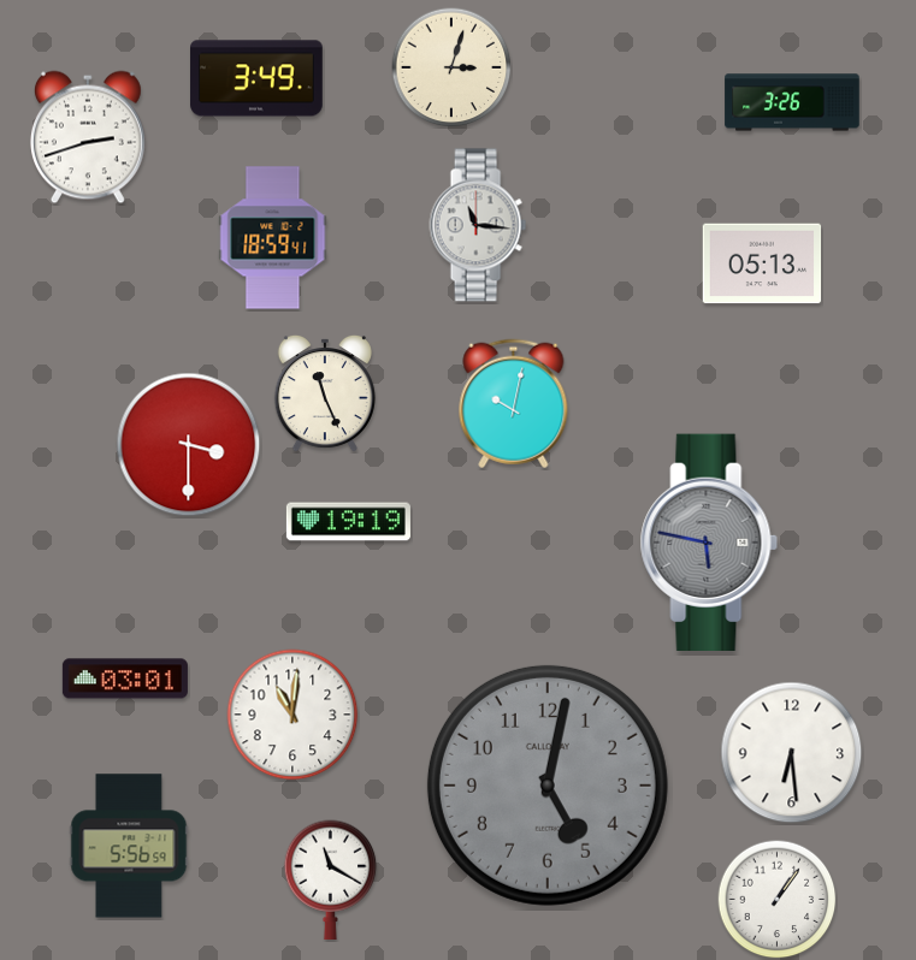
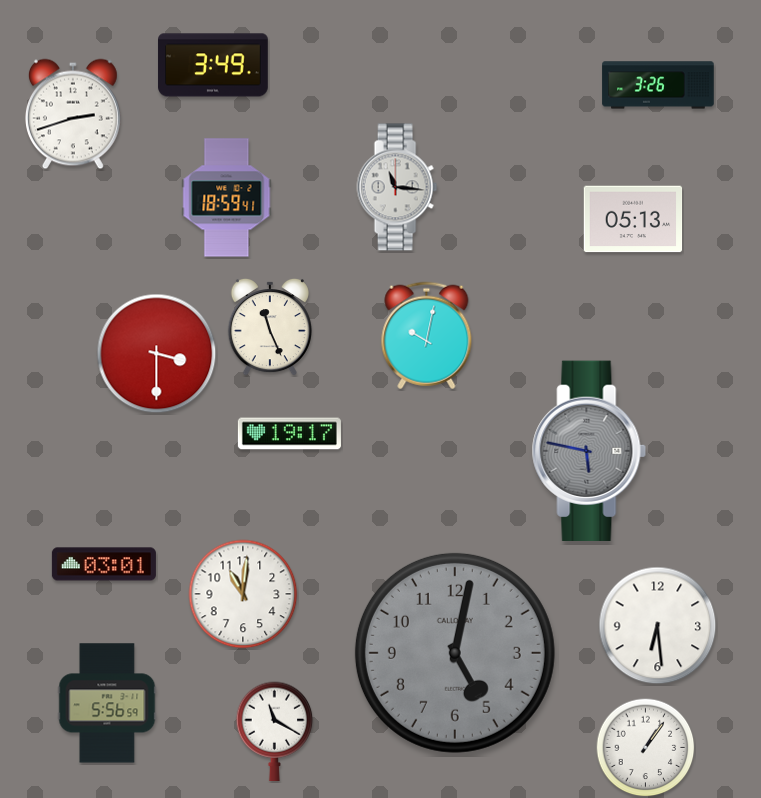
clock at (451, 67): 3:03 -> none
clock at (189, 445) position: (189, 445) -> (157, 354)
clock at (348, 522): 19:19 -> 19:17
